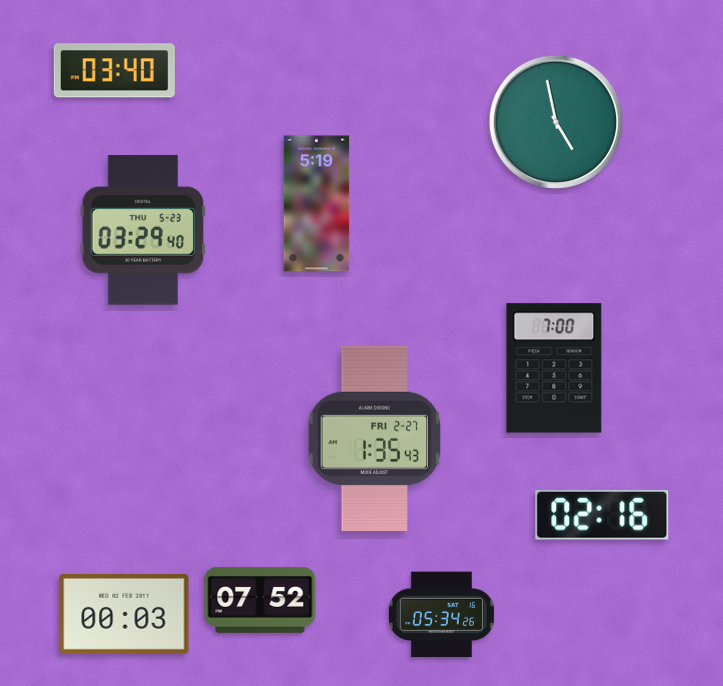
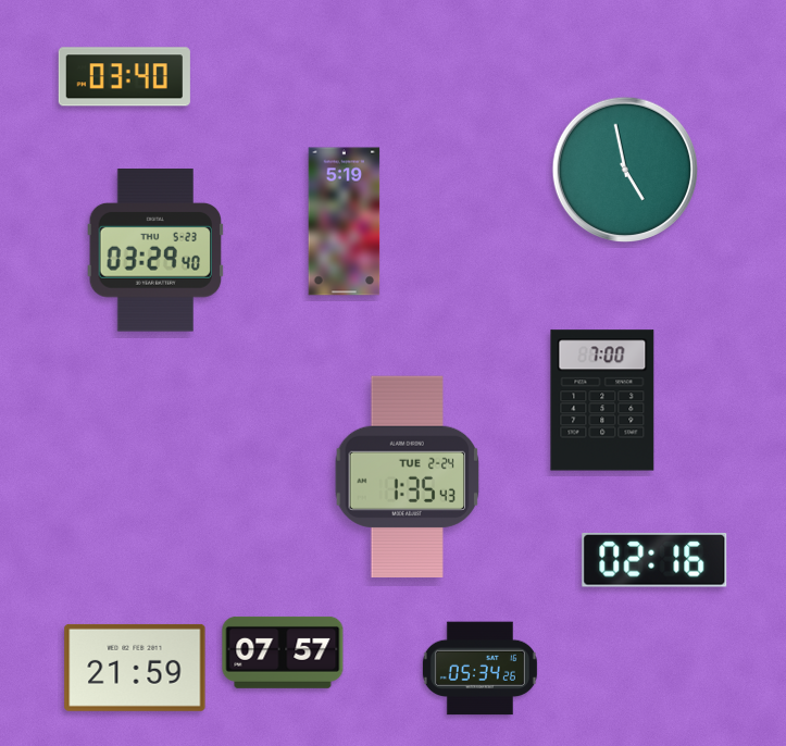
clock at (555, 121) position: (555, 121) -> (624, 169)
clock at (375, 438) date: FRI 2-27 -> TUE 2-24
clock at (260, 600): 07:52 -> 07:57
clock at (124, 614): 00:03 -> 21:59
